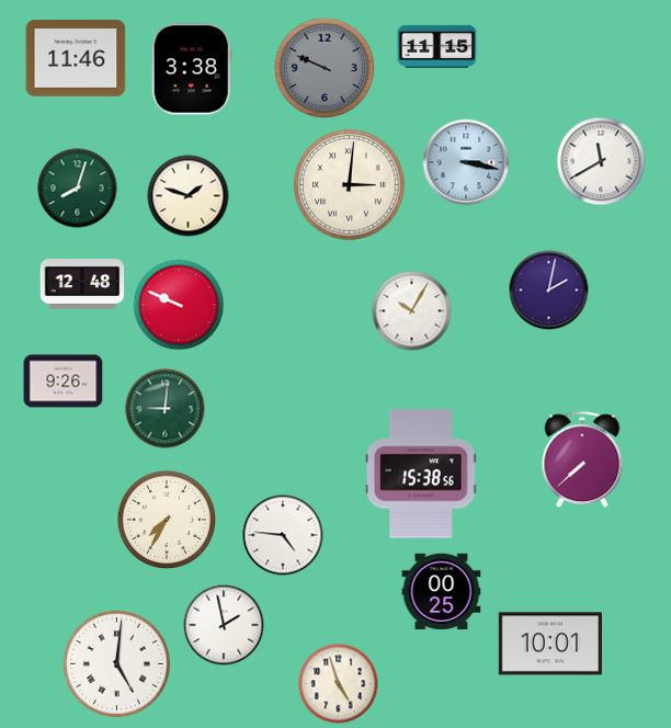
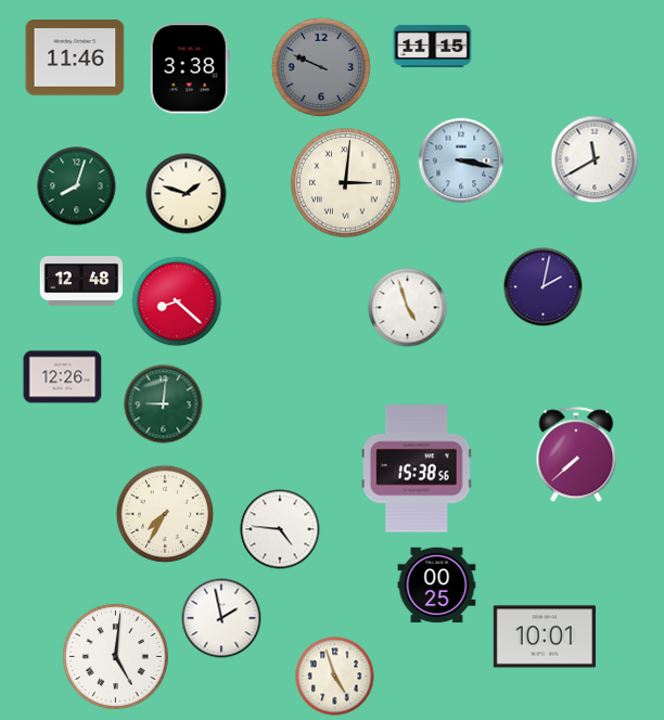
clock at (179, 305): 9:49 -> 8:22
clock at (412, 311): 10:05 -> 4:57
clock at (64, 382): 9:26 -> 12:26
